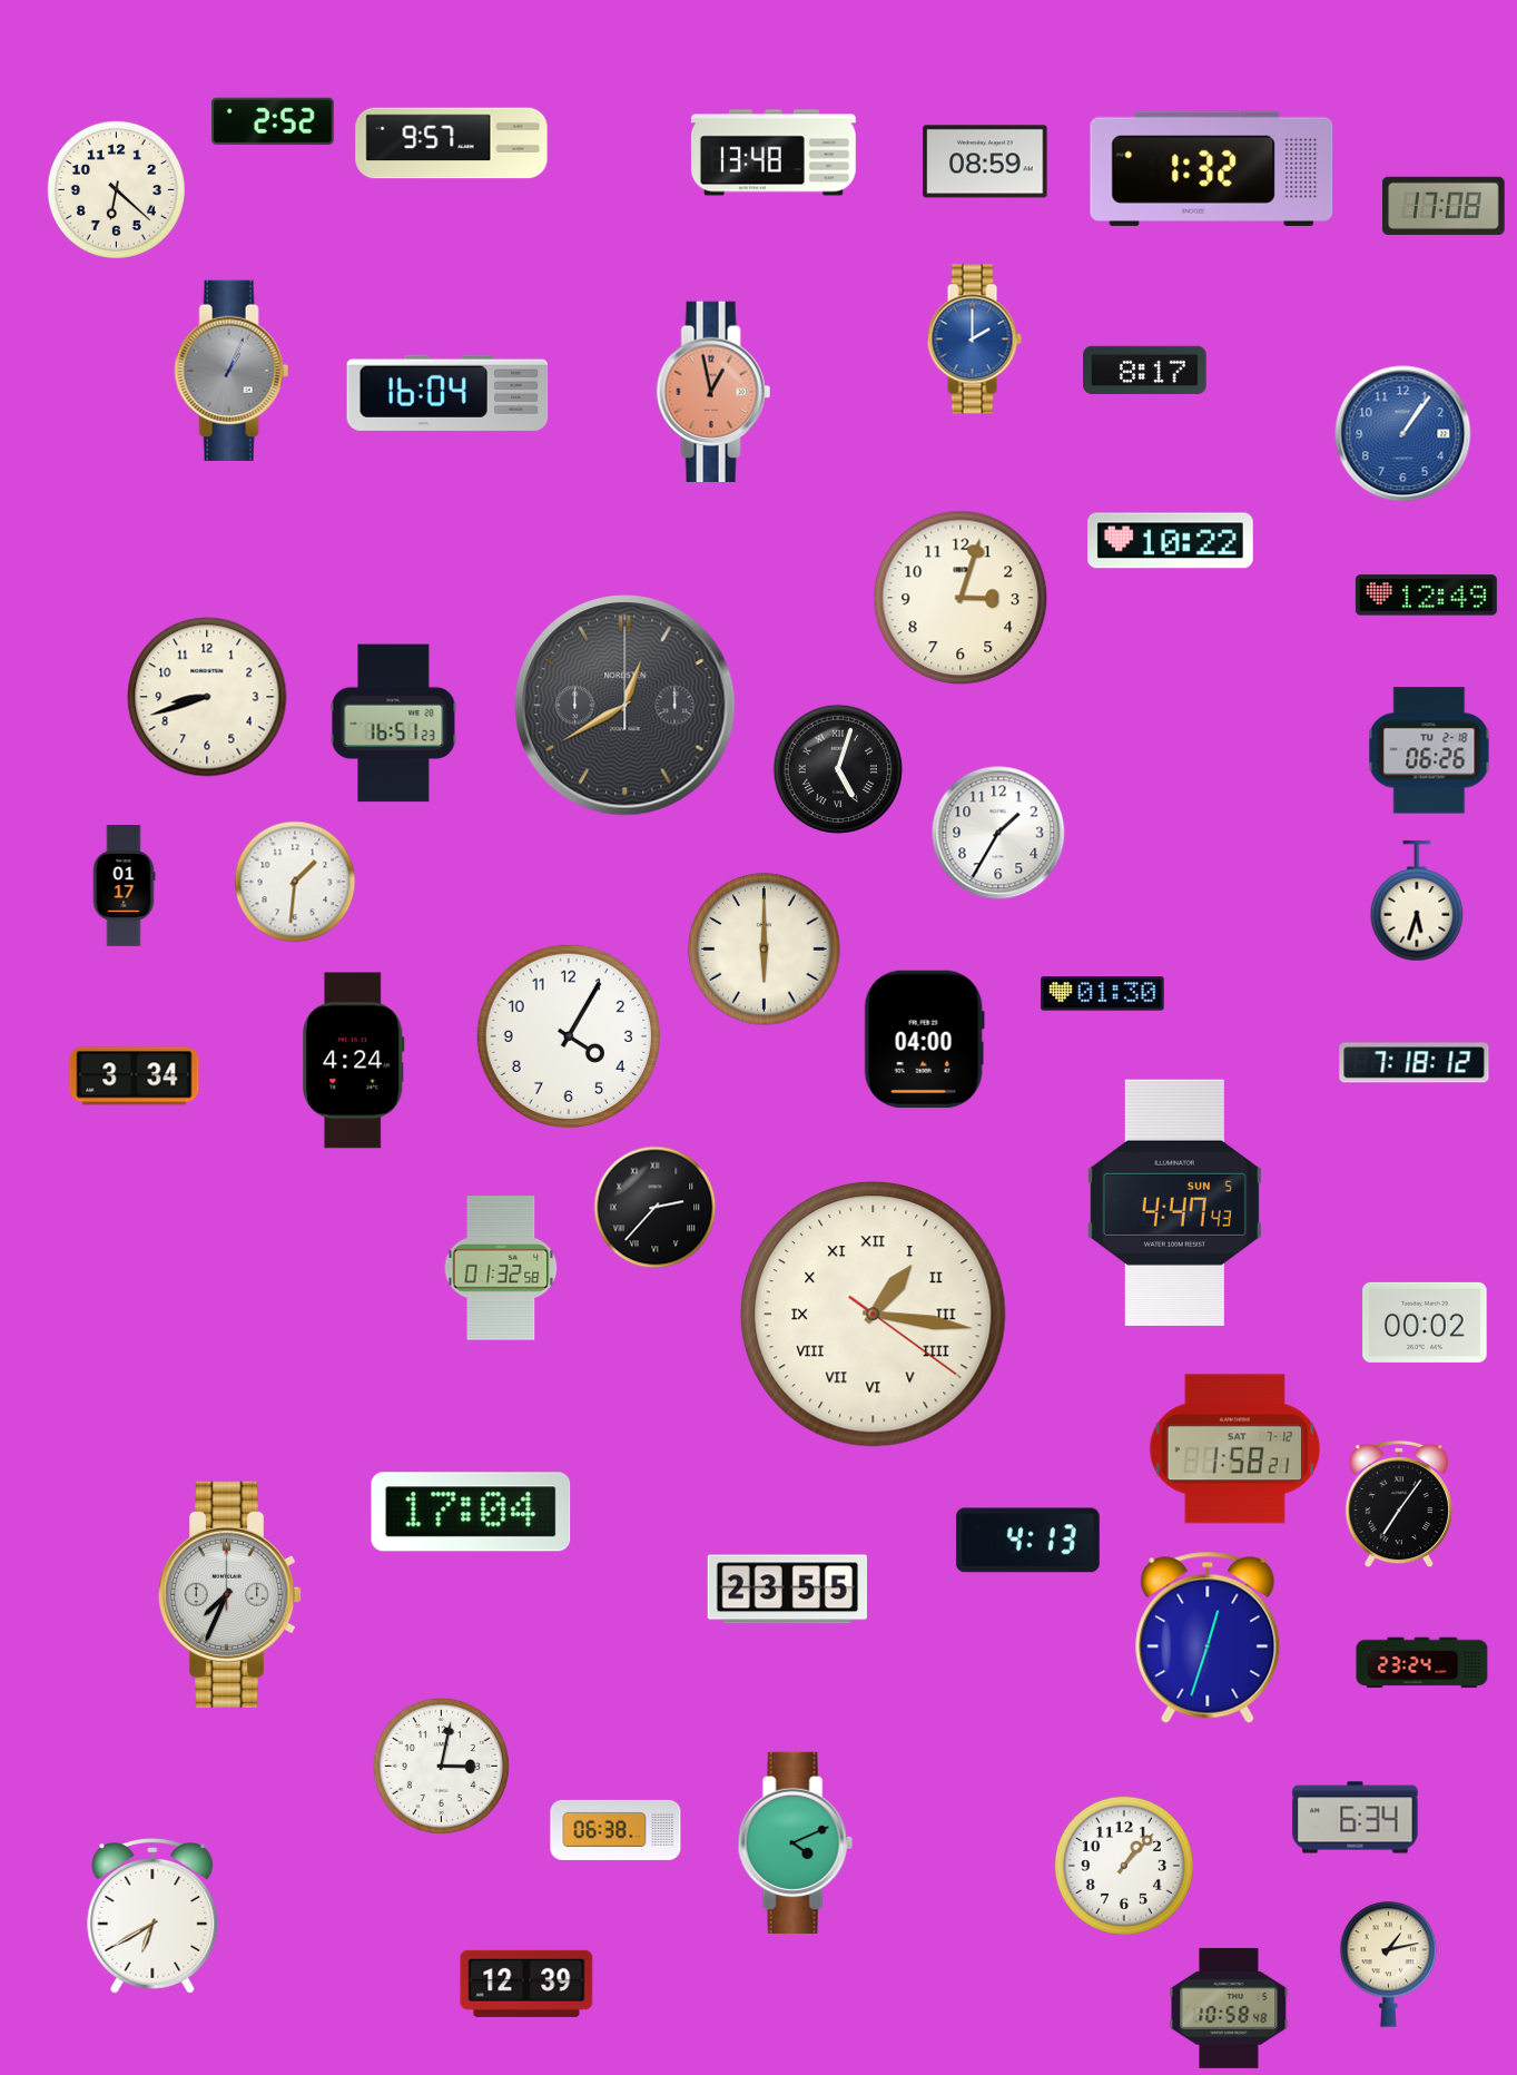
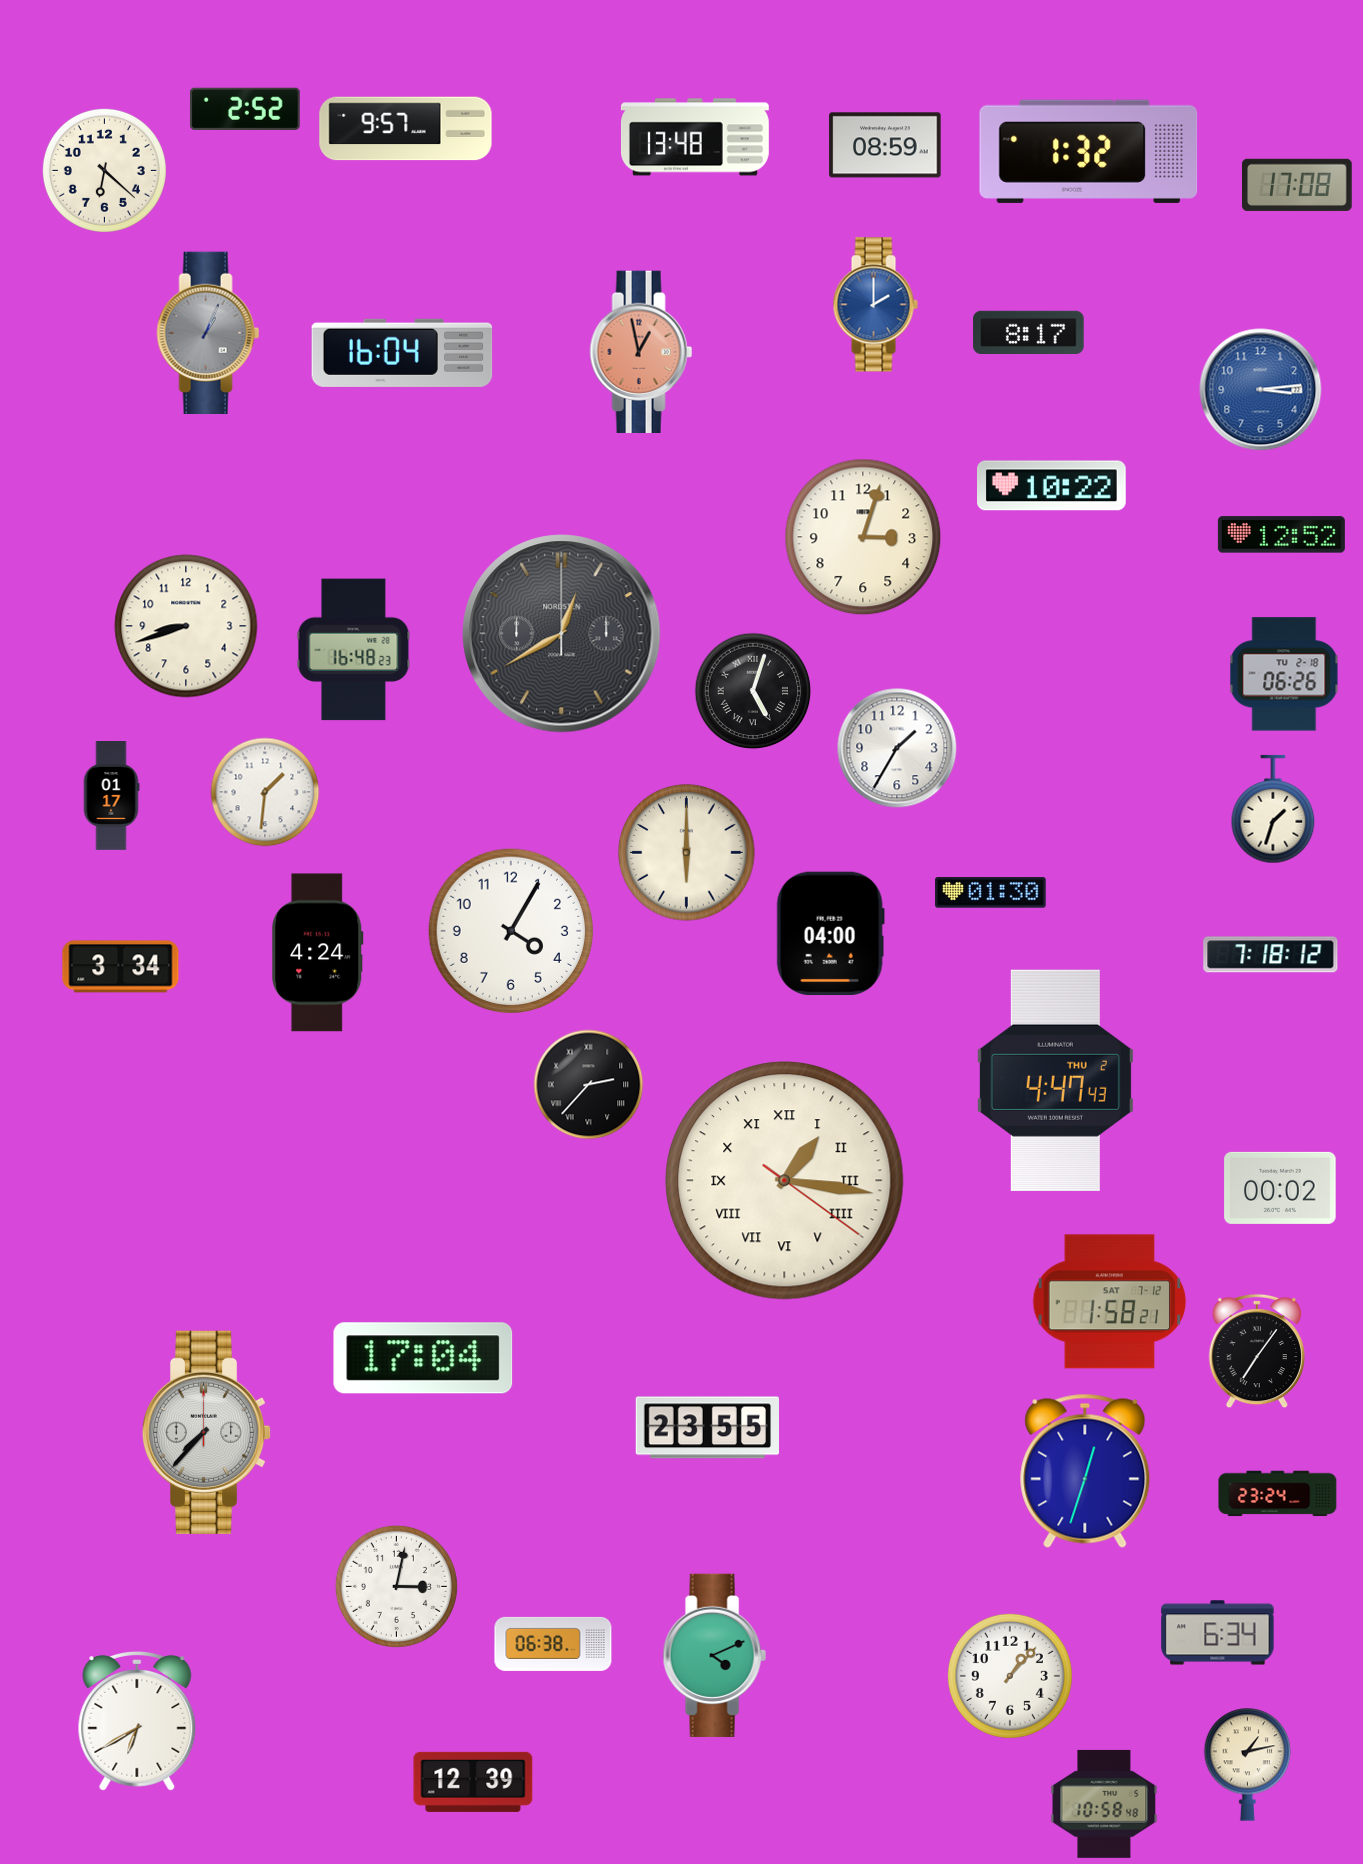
clock at (1403, 434): 1:06 -> 3:14
clock at (1426, 596): 12:49 -> 12:52
clock at (394, 724): 16:51 -> 16:48
clock at (1417, 901): 5:33 -> 1:33
clock at (1174, 1202) date: SUN 5 -> THU 2
clock at (501, 1268): 01:32 -> none
clock at (1027, 1541): 4:13 -> none
clock at (230, 1594): 7:34 -> 7:37
